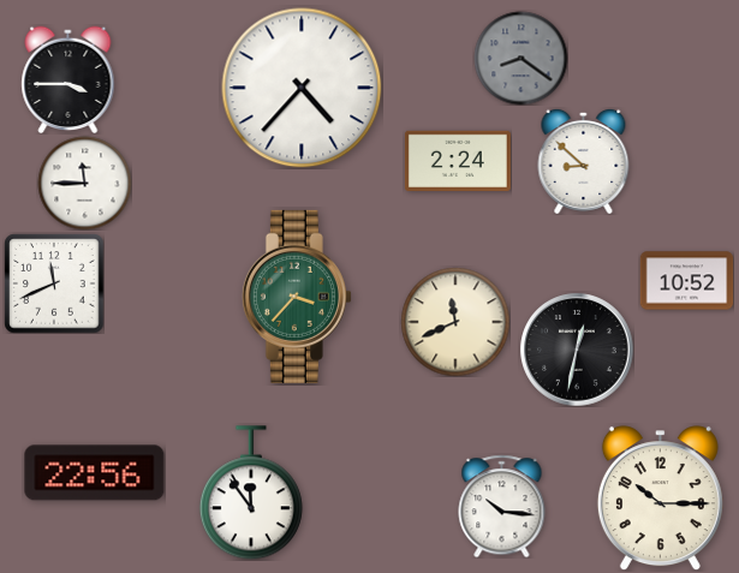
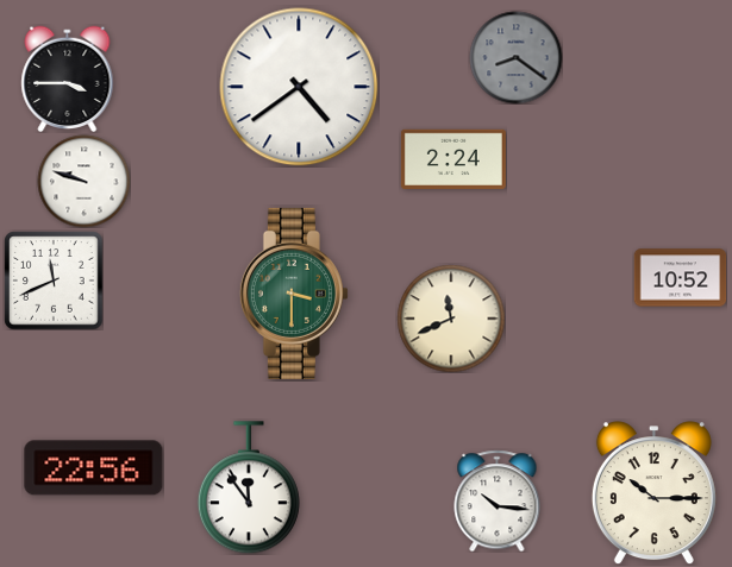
clock at (302, 88): 4:37 -> 4:39
clock at (584, 161): 8:52 -> none
clock at (84, 183): 11:45 -> 9:48
clock at (297, 297): 3:37 -> 3:30
clock at (577, 350): 12:32 -> none
